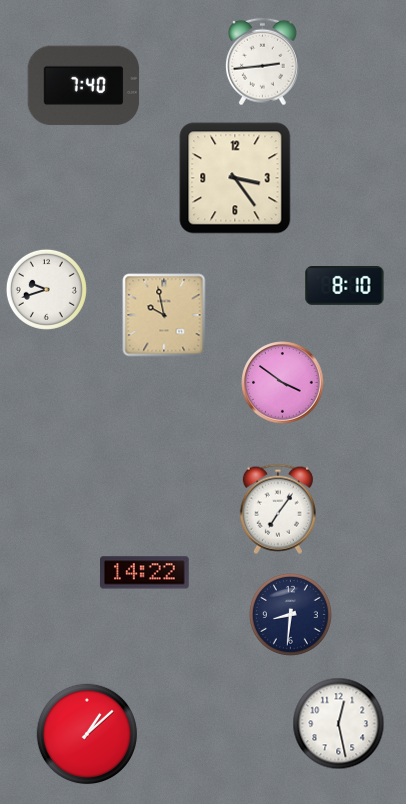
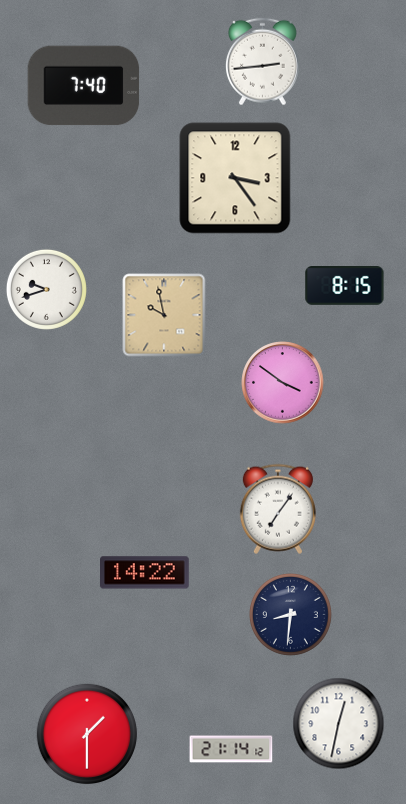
clock at (345, 286): 8:10 -> 8:15
clock at (339, 724): 12:28 -> 12:32
clock at (87, 734): 1:08 -> 1:30
clock at (231, 749): none -> 21:14
